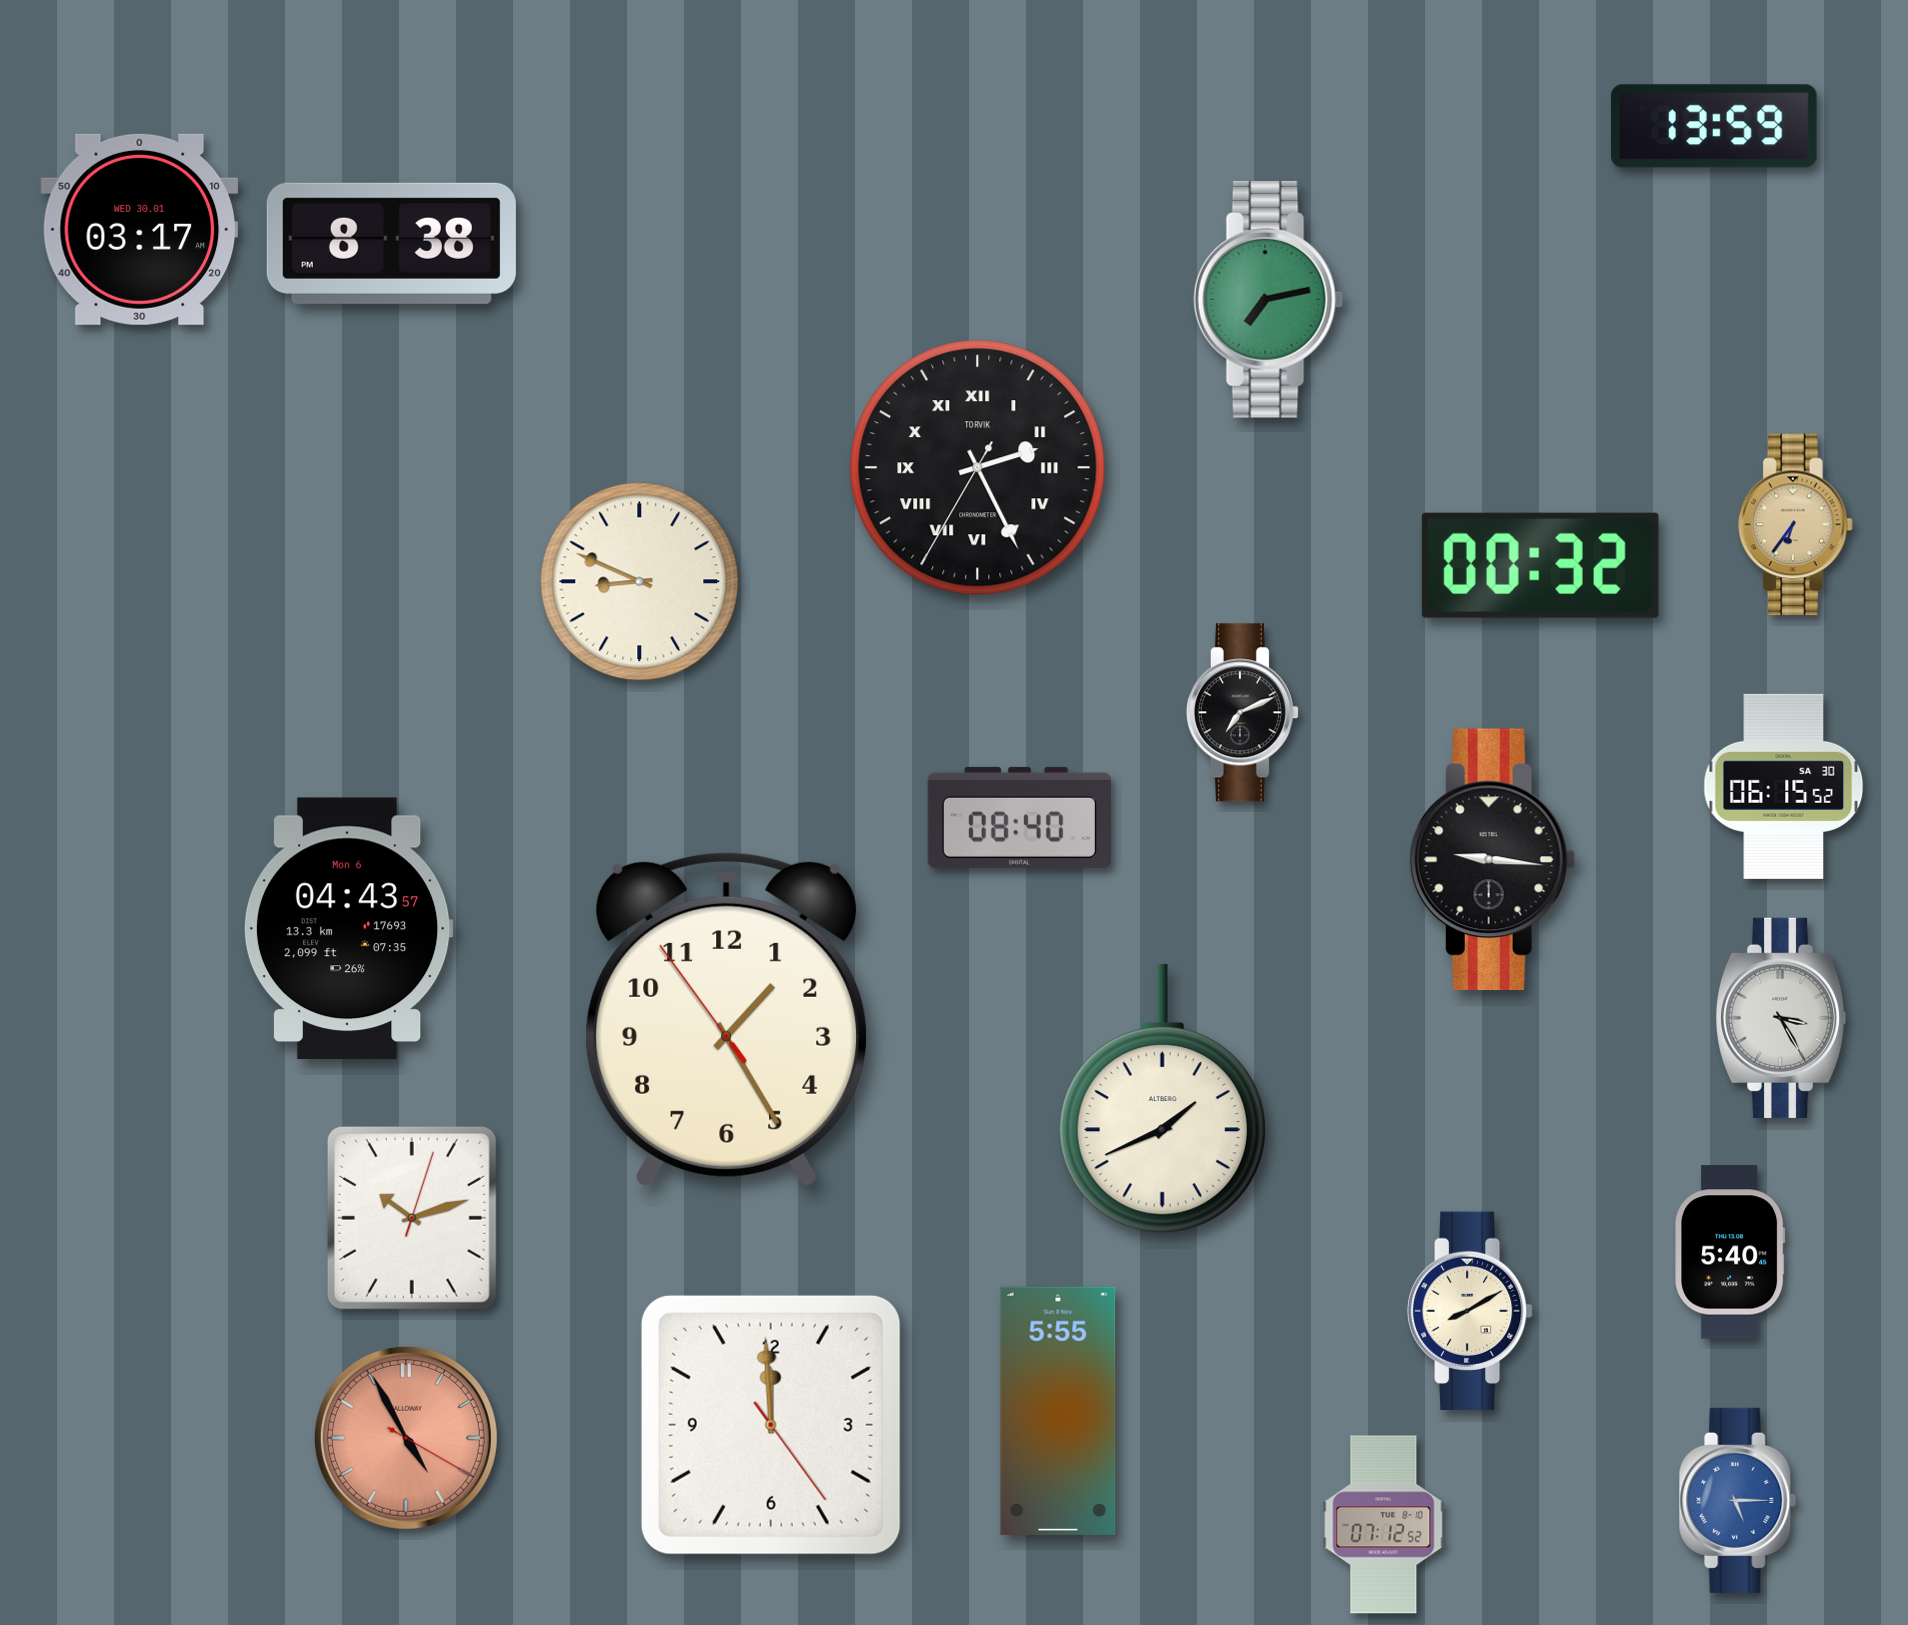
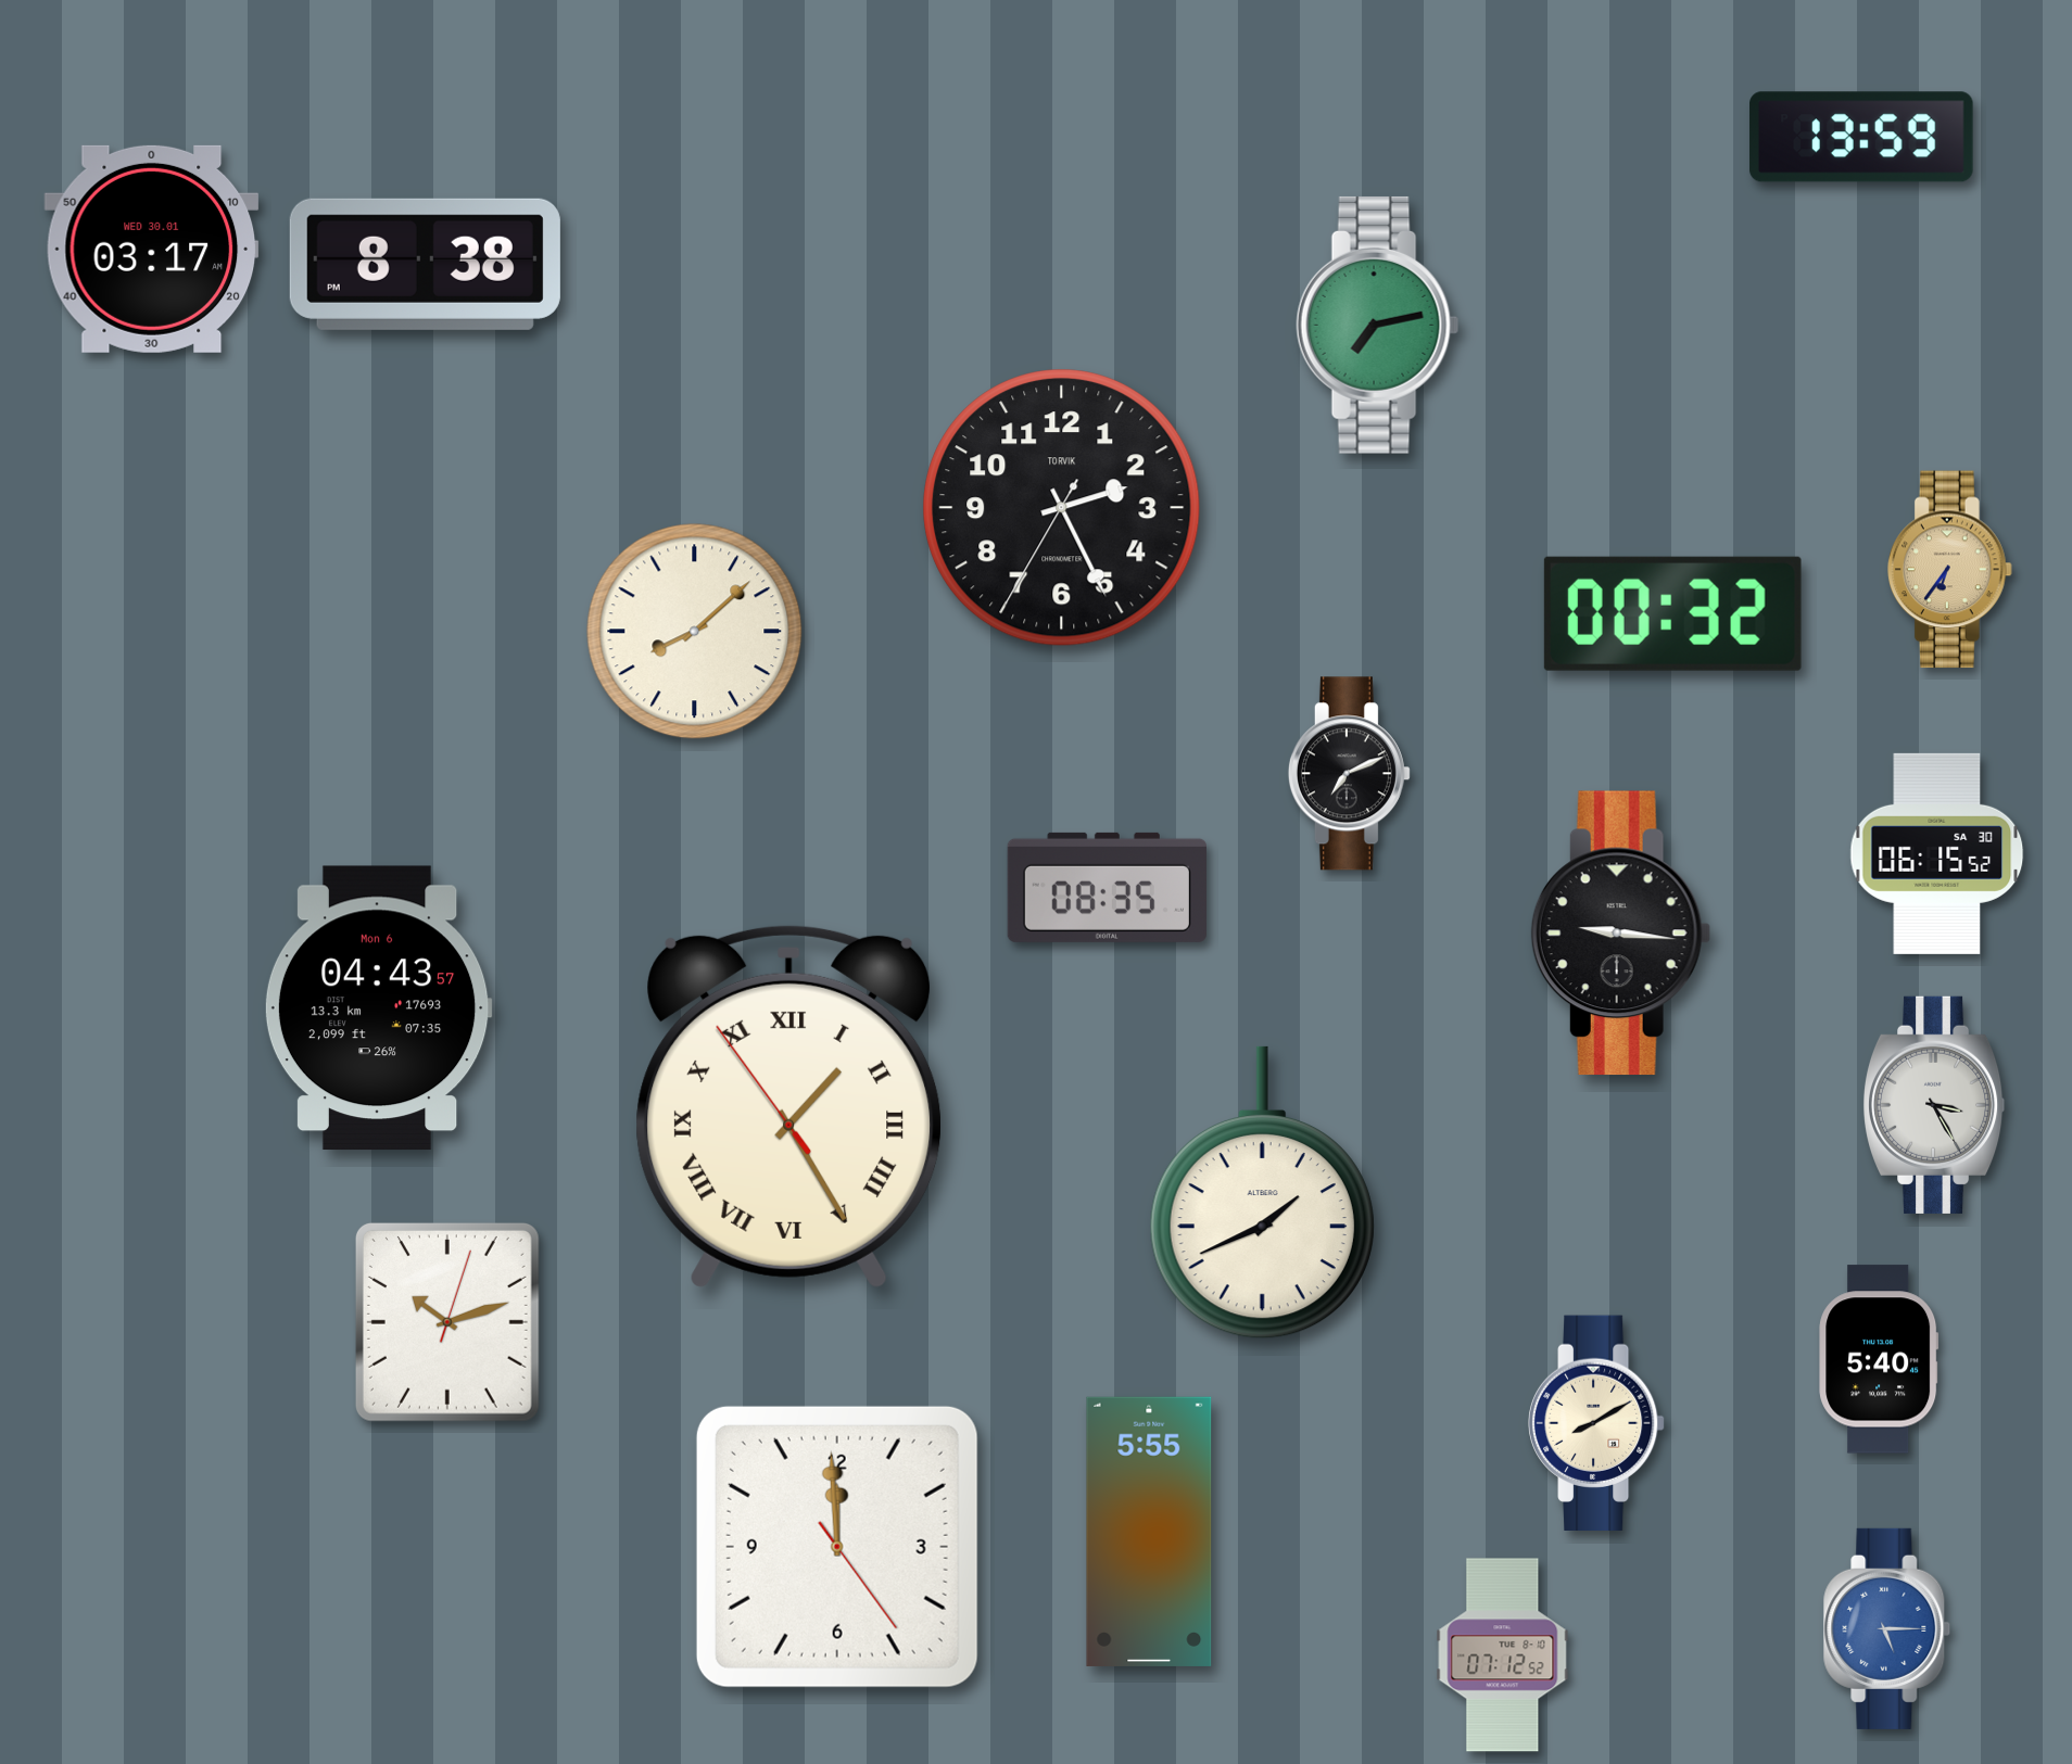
clock at (978, 468) numerals: Roman -> Arabic
clock at (640, 582): 8:49 -> 8:08
clock at (1019, 817): 08:40 -> 08:35
clock at (727, 1019) numerals: Arabic -> Roman
clock at (406, 1438): 4:55 -> none
